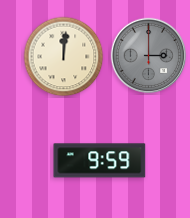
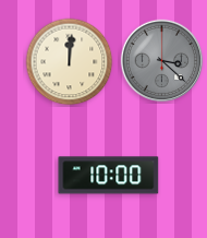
clock at (149, 56): 3:00 -> 3:22
clock at (100, 161): 9:59 -> 10:00
